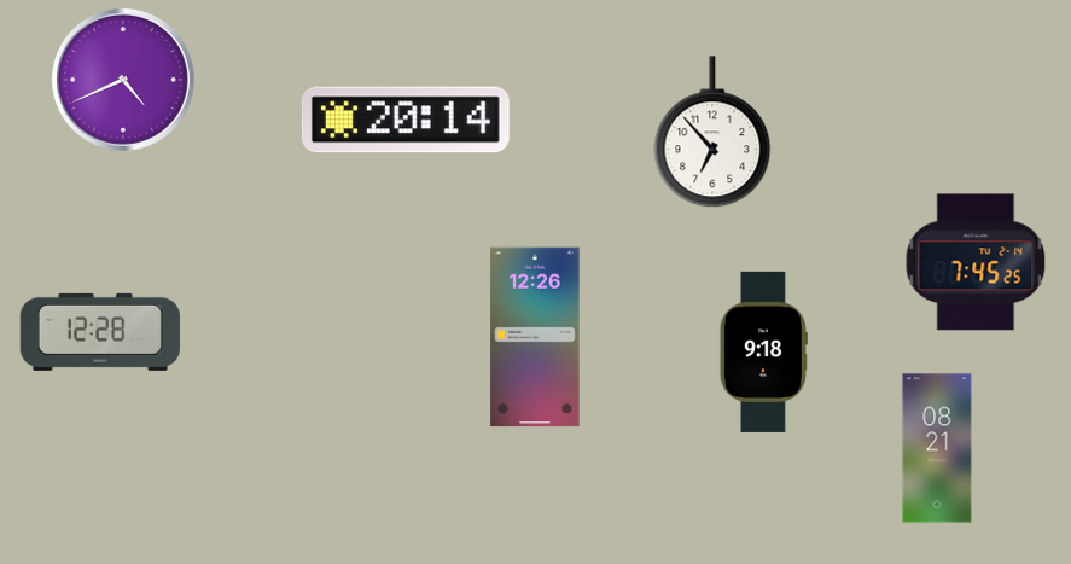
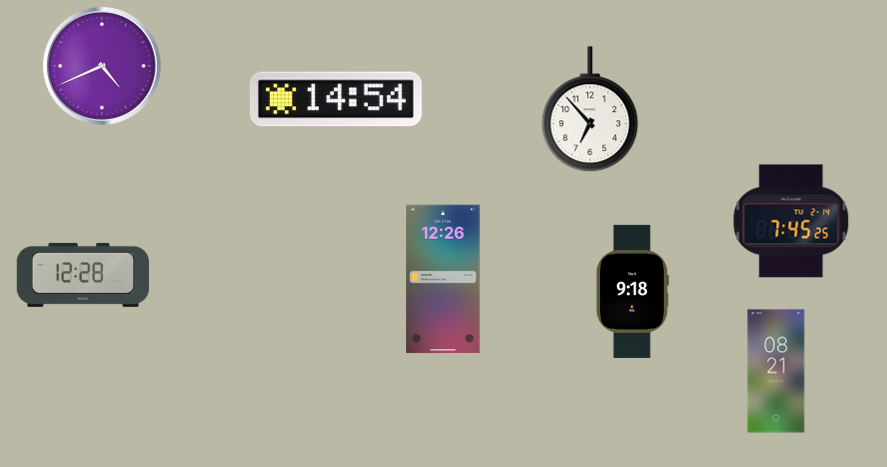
clock at (406, 120): 20:14 -> 14:54
clock at (976, 262) position: (976, 262) -> (791, 221)
